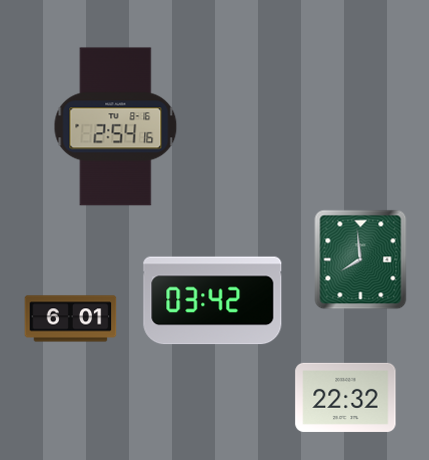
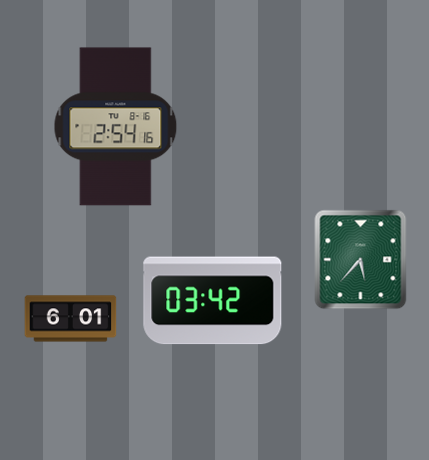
clock at (361, 260): 7:59 -> 5:37
clock at (346, 397): 22:32 -> none
